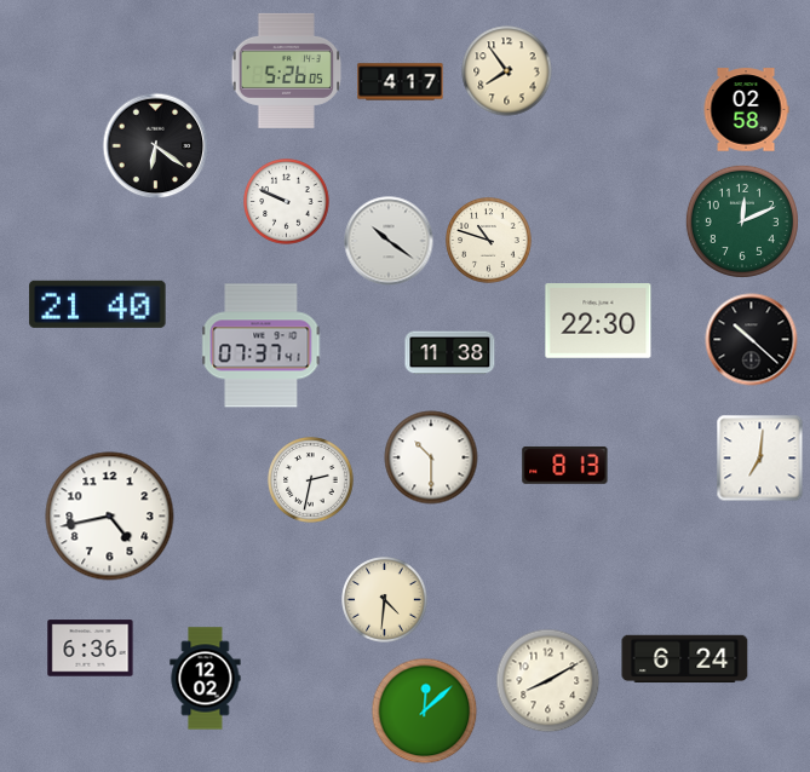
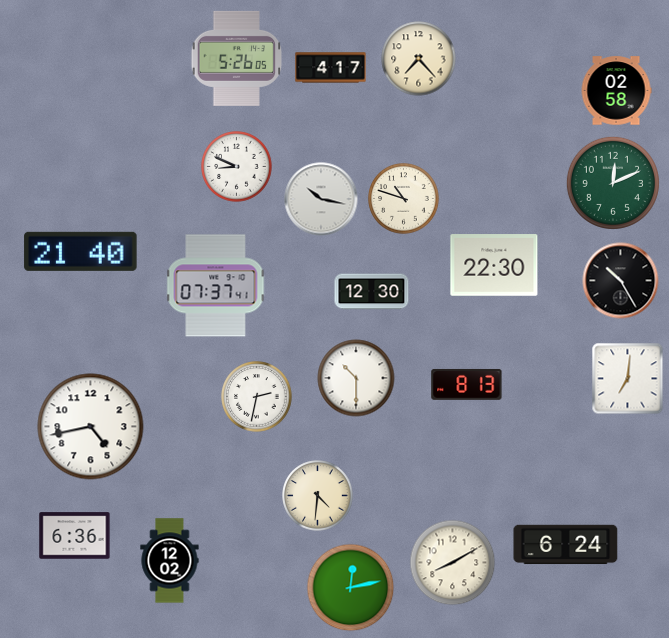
clock at (507, 71): 7:54 -> 7:23
clock at (156, 146): 6:21 -> none
clock at (287, 202): 9:49 -> 8:49
clock at (389, 241): 10:21 -> 10:17
clock at (752, 340): 10:22 -> 10:25
clock at (450, 353): 11:38 -> 12:30
clock at (425, 711): 12:08 -> 12:13
